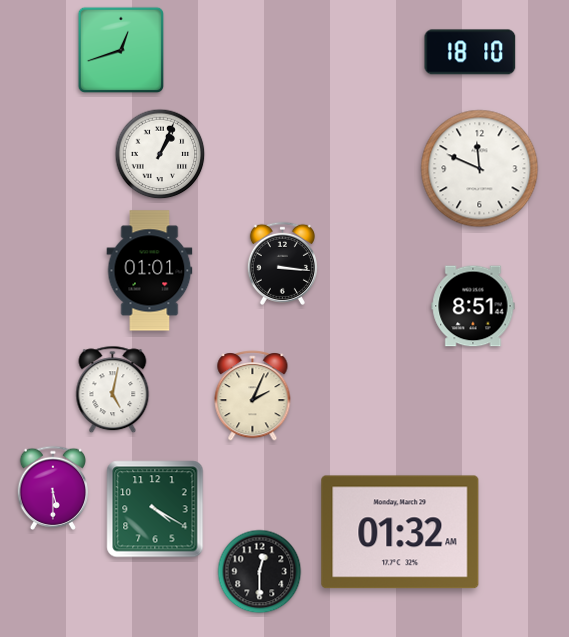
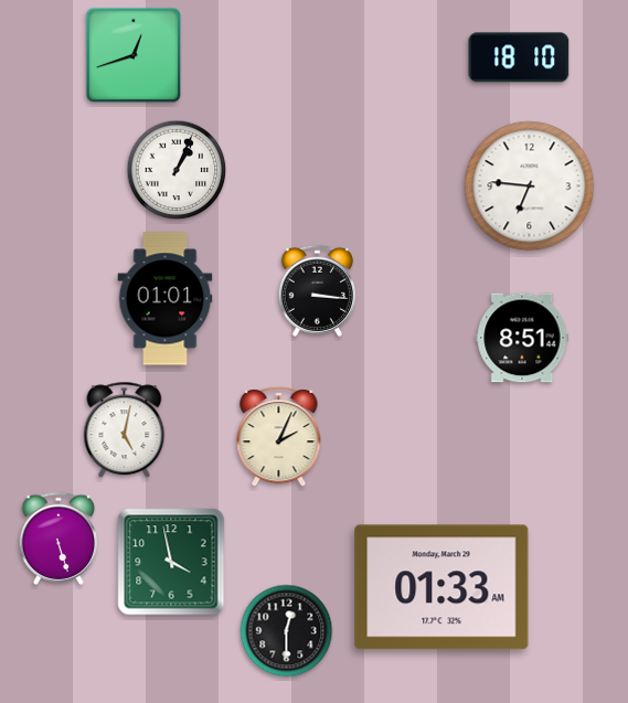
clock at (480, 169): 11:49 -> 6:46
clock at (282, 263) position: (282, 263) -> (317, 290)
clock at (52, 488): 5:30 -> 5:27
clock at (155, 509): 4:20 -> 3:58
clock at (400, 532): 01:32 -> 01:33
